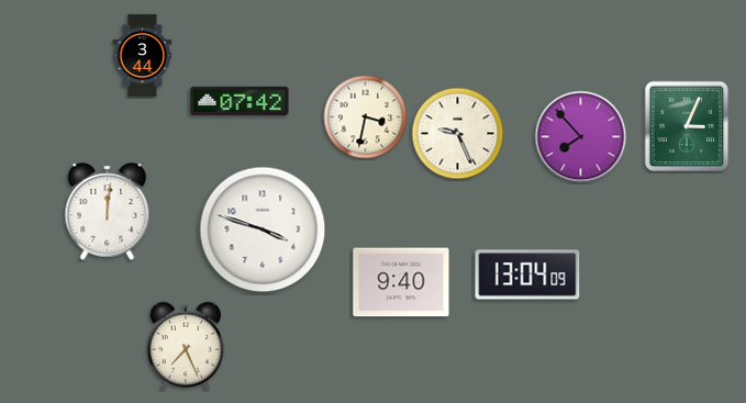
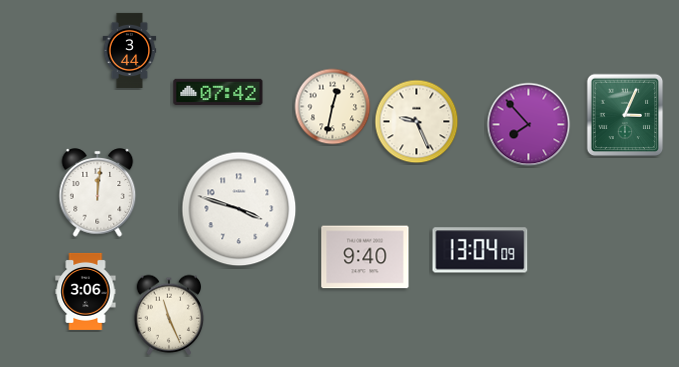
clock at (366, 117): 3:32 -> 12:32
clock at (86, 291): none -> 3:06
clock at (186, 346): 7:26 -> 11:26
